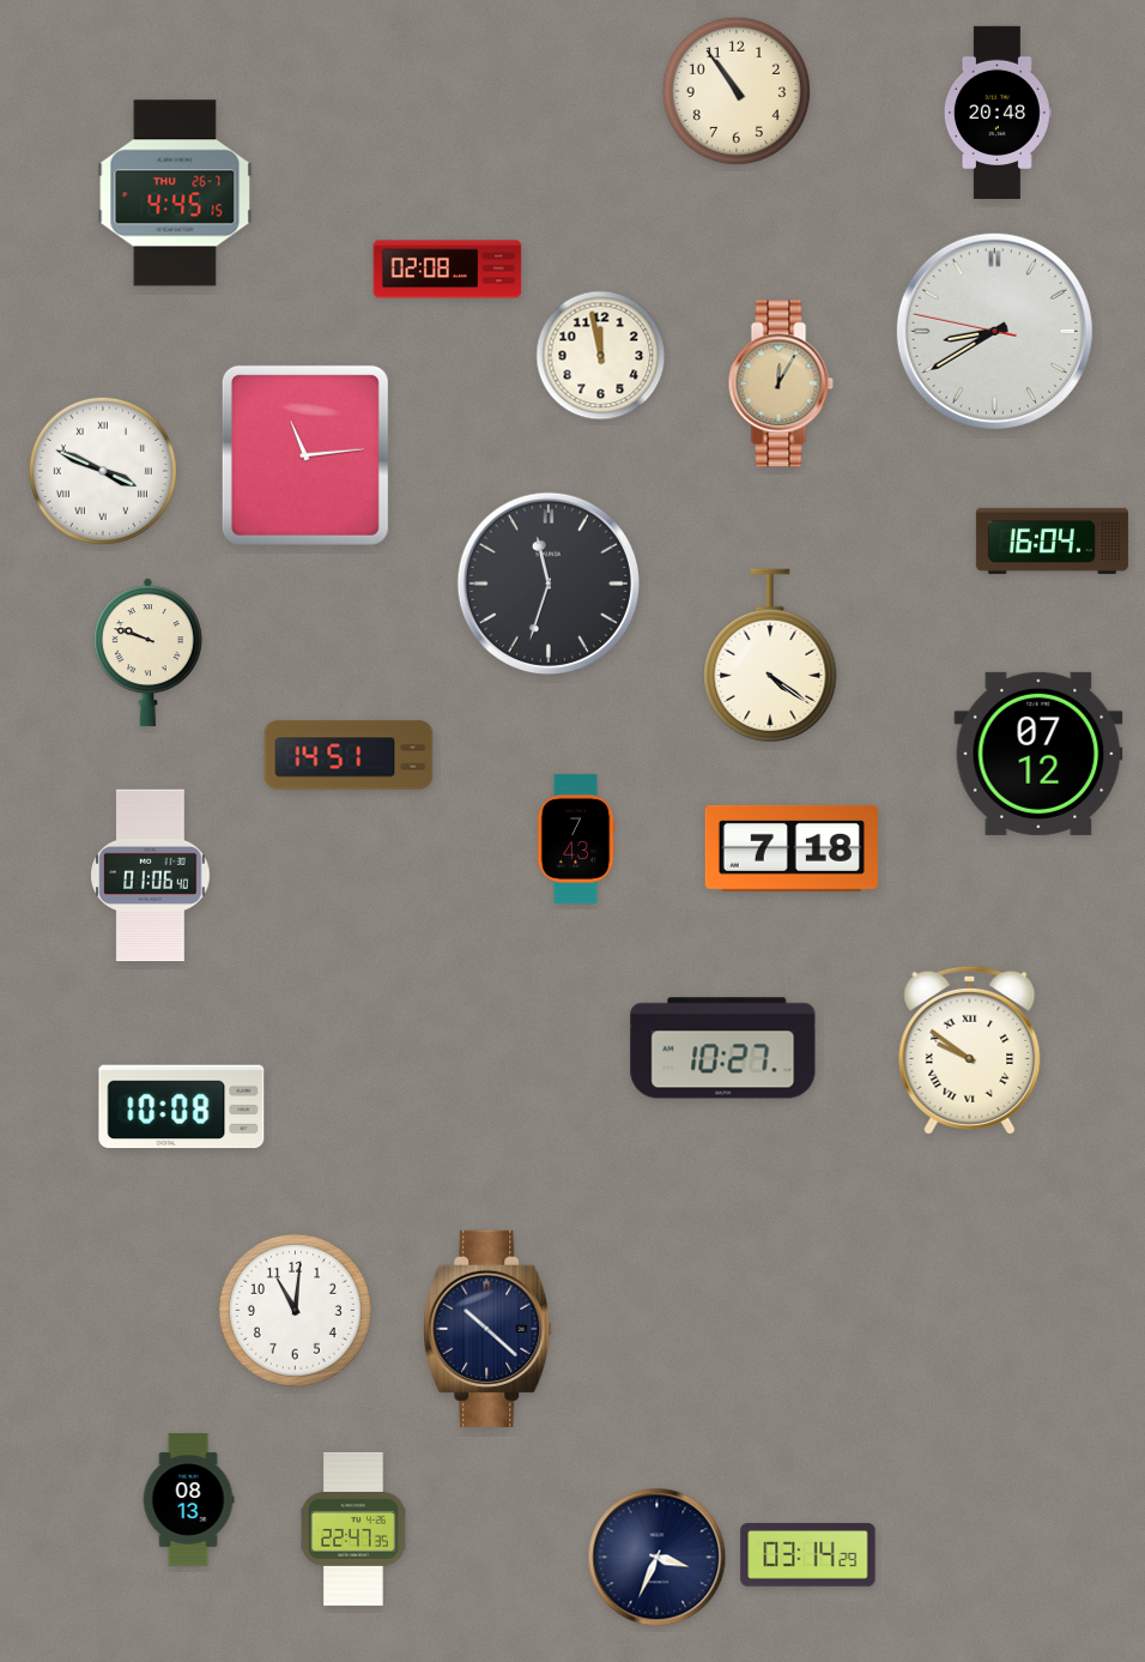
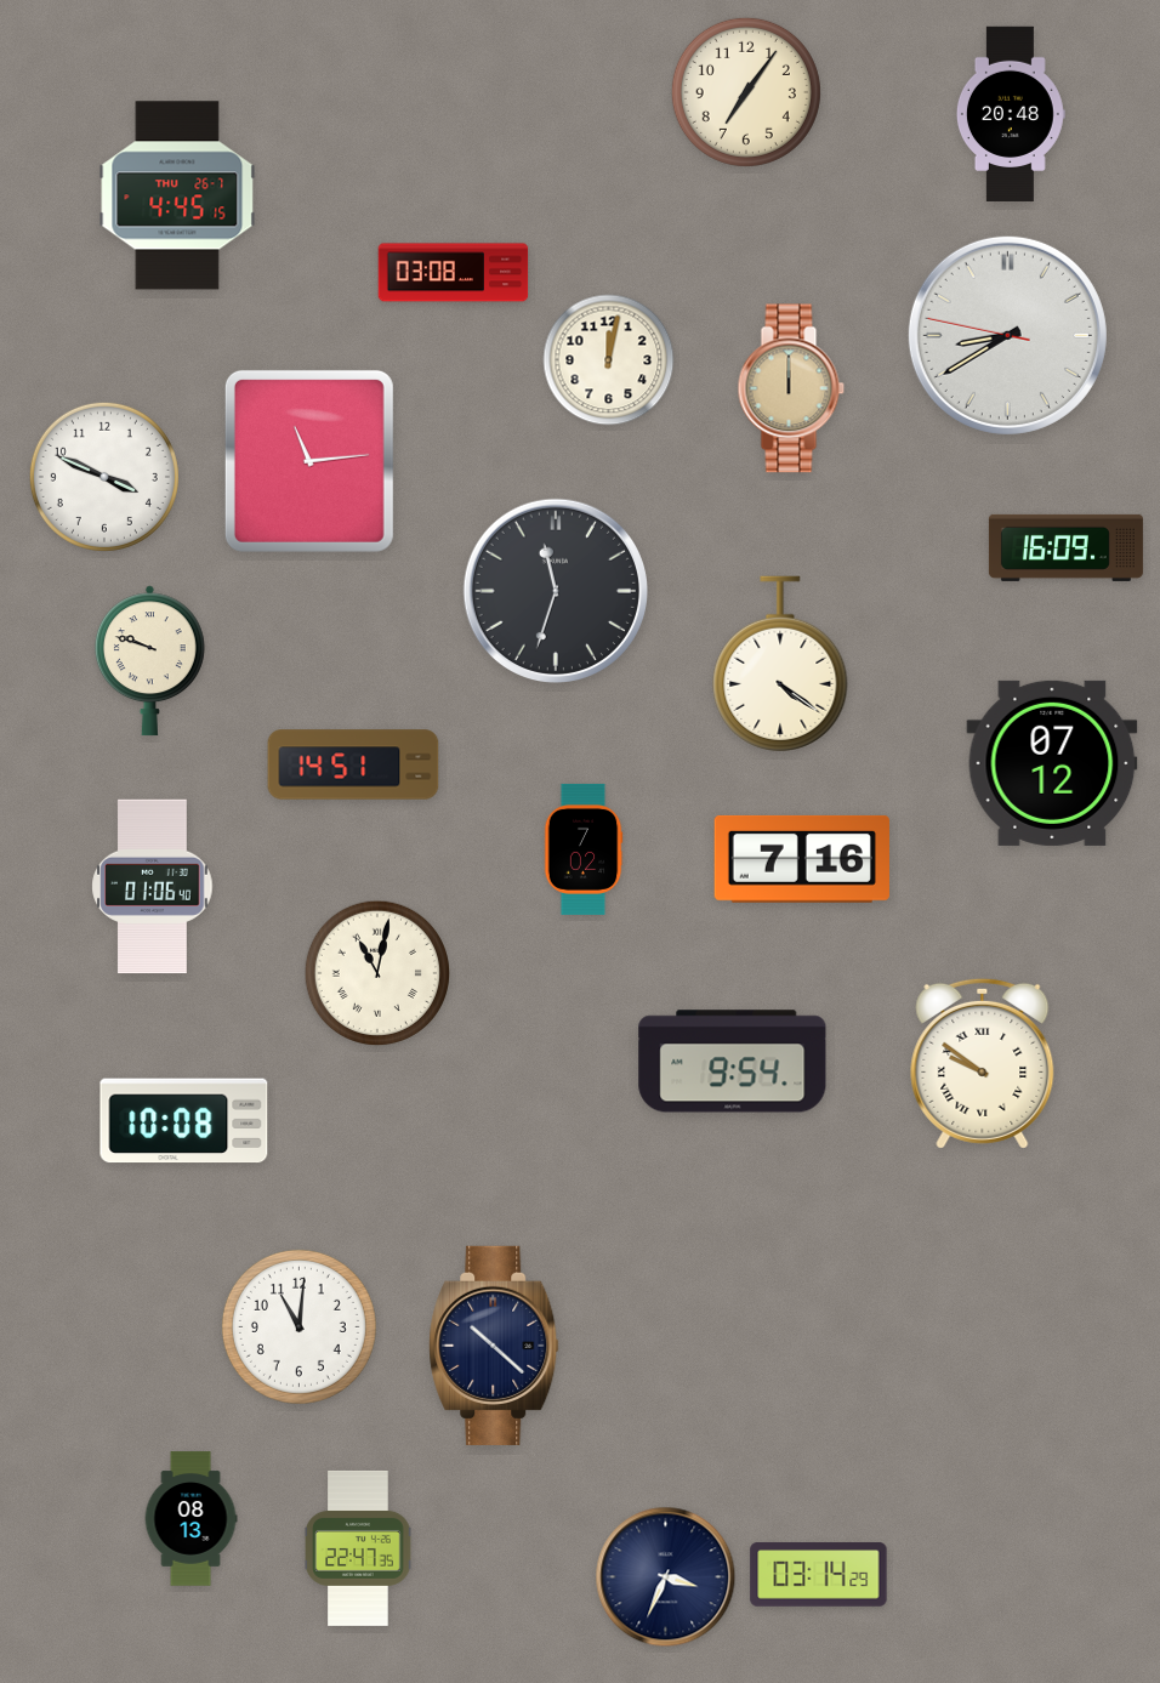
clock at (737, 91): 10:54 -> 7:06
clock at (448, 270): 02:08 -> 03:08
clock at (601, 356): 11:58 -> 12:02
clock at (781, 383): 12:05 -> 12:00
clock at (103, 471) numerals: Roman -> Arabic
clock at (1052, 540): 16:04 -> 16:09
clock at (576, 839): 7:43 -> 7:02
clock at (792, 848): 7:18 -> 7:16
clock at (376, 972): none -> 11:02
clock at (723, 1048): 10:27 -> 9:54
